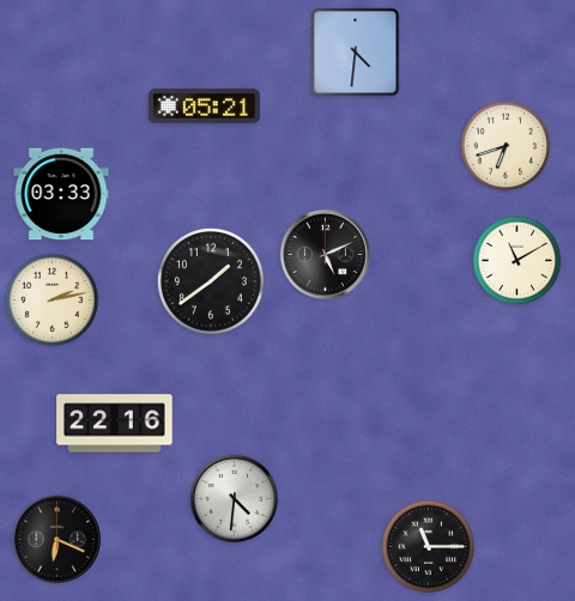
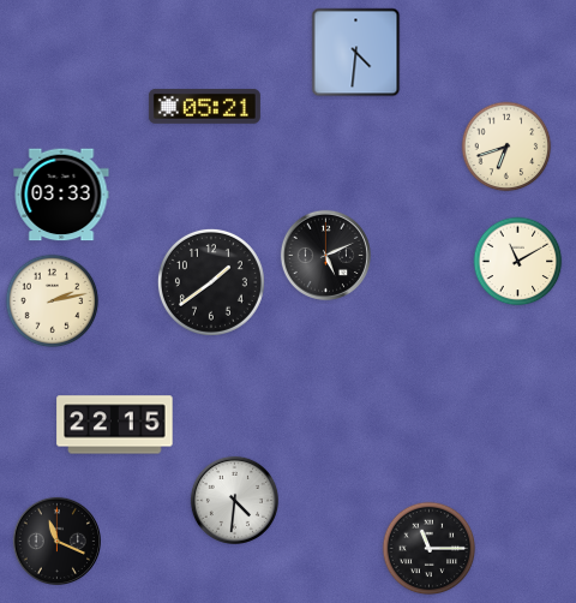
clock at (115, 424): 22:16 -> 22:15
clock at (56, 539): 6:19 -> 11:19
